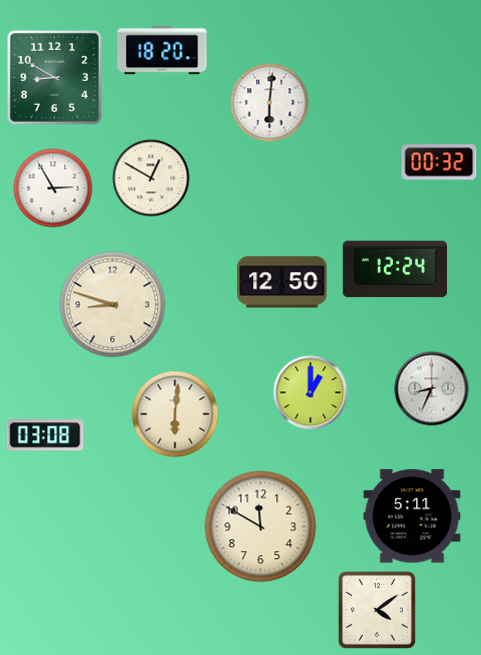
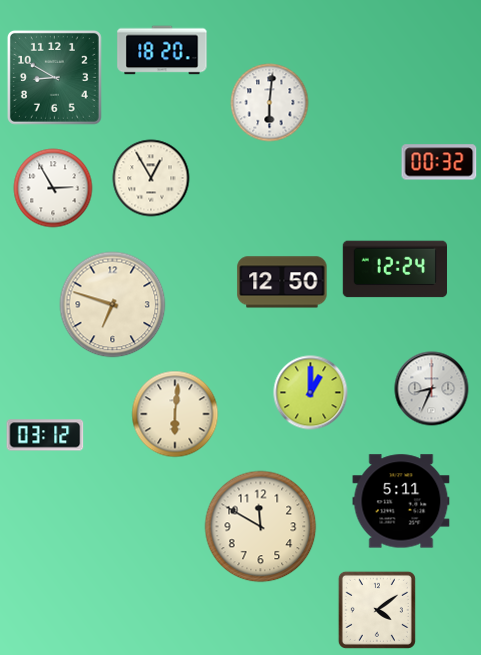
clock at (151, 178): 12:50 -> 12:55
clock at (113, 305): 8:48 -> 6:48
clock at (45, 435): 03:08 -> 03:12
clock at (412, 516) position: (412, 516) -> (401, 501)
